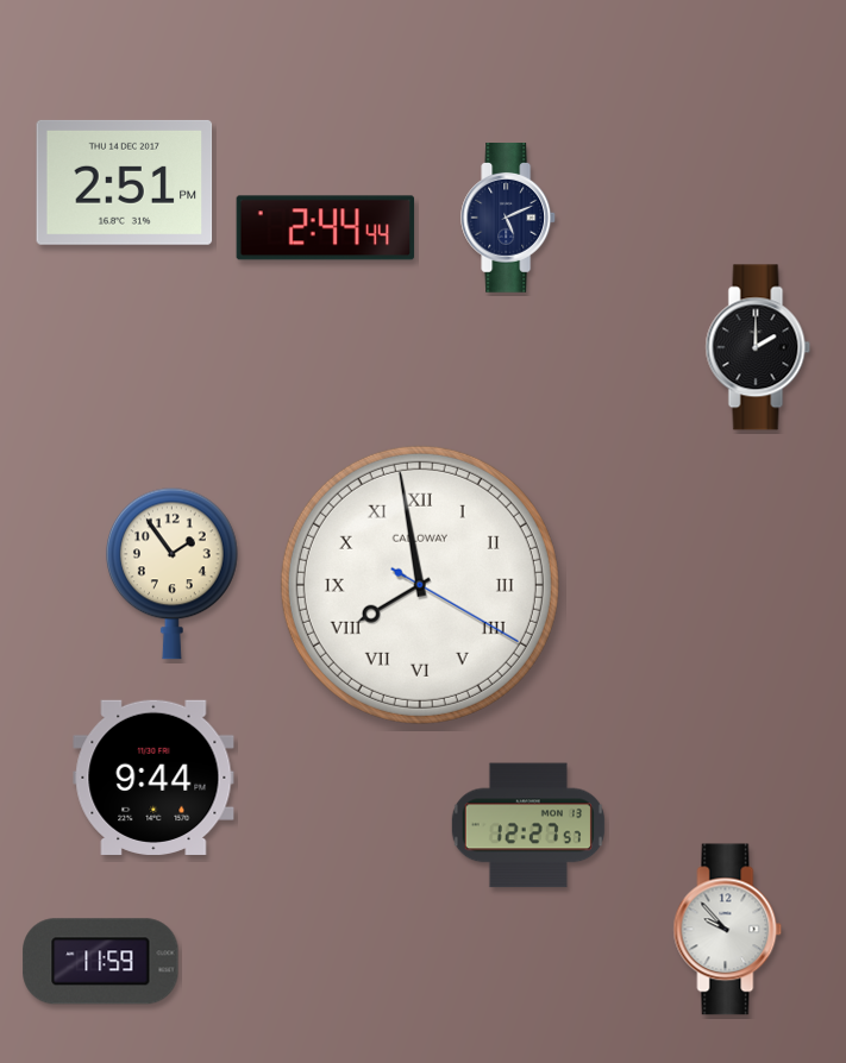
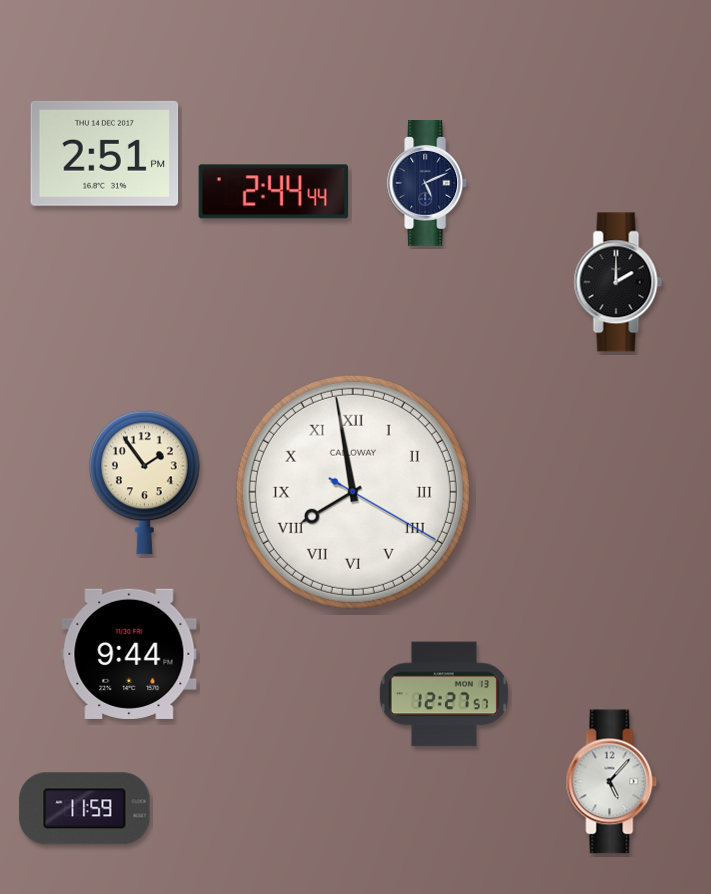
clock at (758, 347) position: (758, 347) -> (618, 282)
clock at (728, 930): 9:53 -> 5:07
